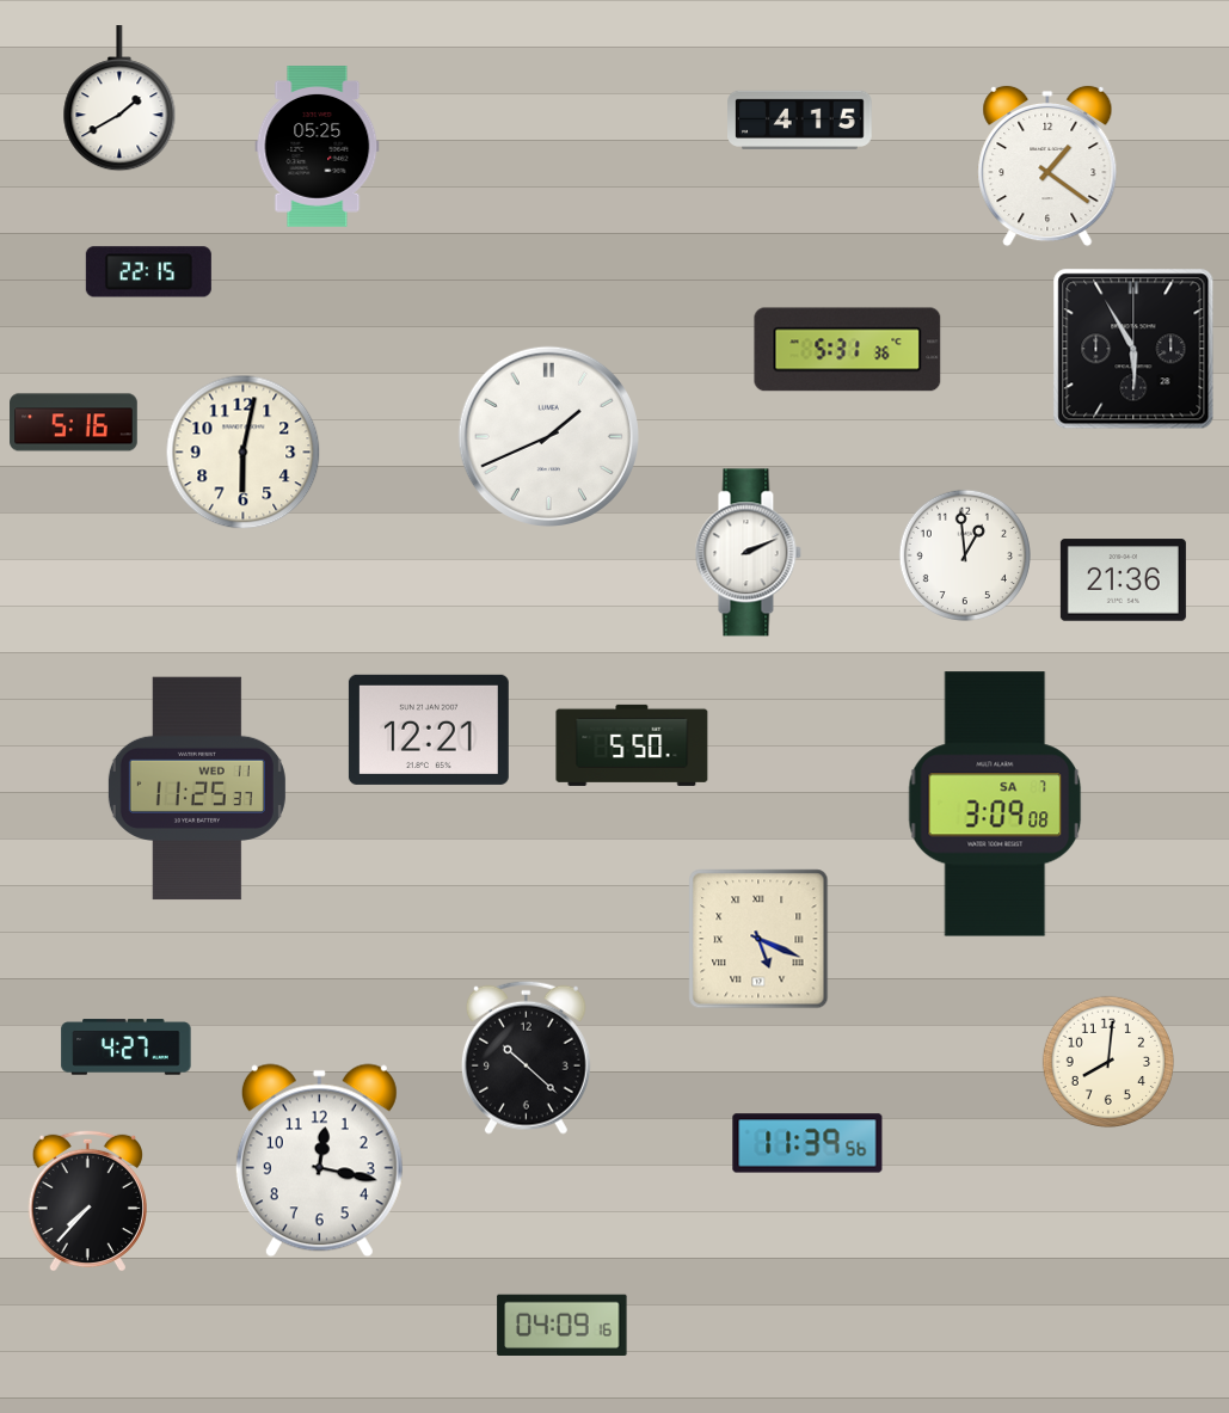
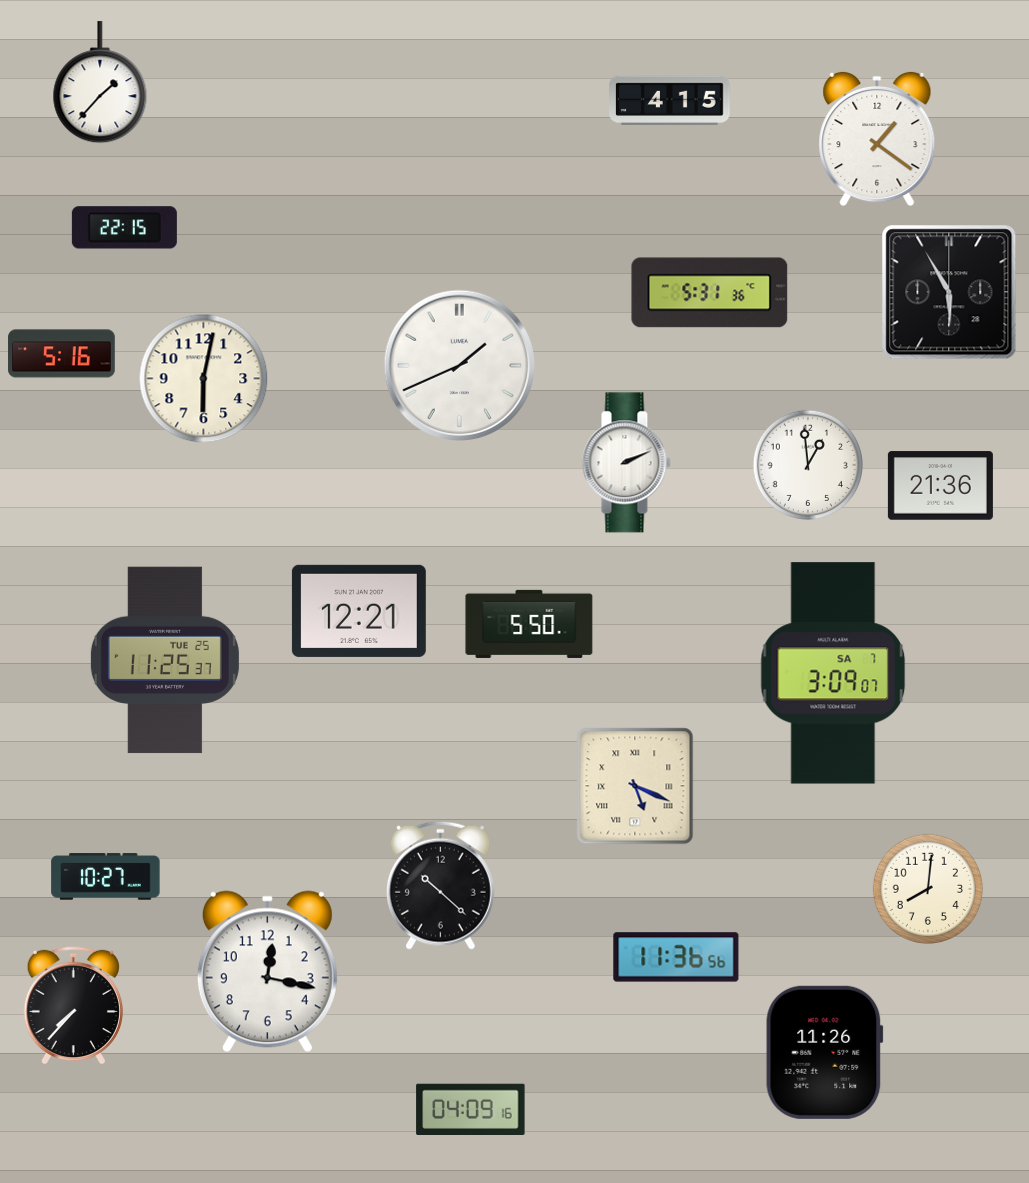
clock at (119, 99): 1:40 -> 1:37
clock at (318, 147): 05:25 -> none
clock at (197, 788) date: WED 11 -> TUE 25
clock at (995, 804): 3:09:08 -> 3:09:07
clock at (127, 1048): 4:27 -> 10:27
clock at (807, 1143): 11:39 -> 11:36
clock at (825, 1052): none -> 11:26
